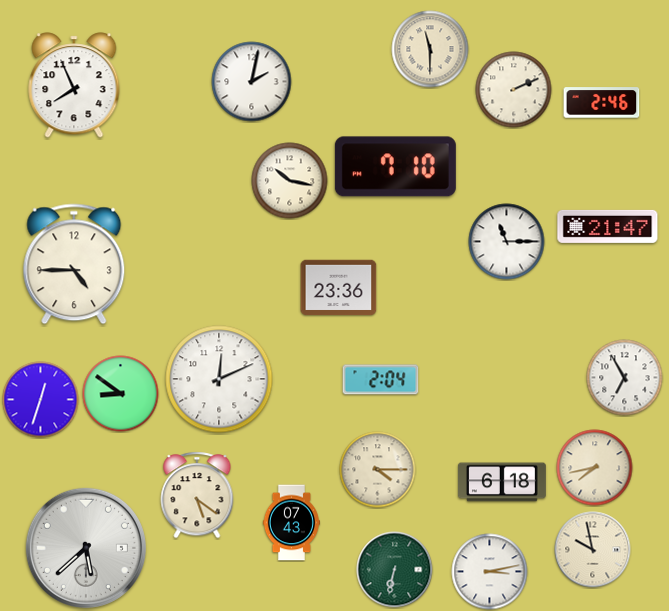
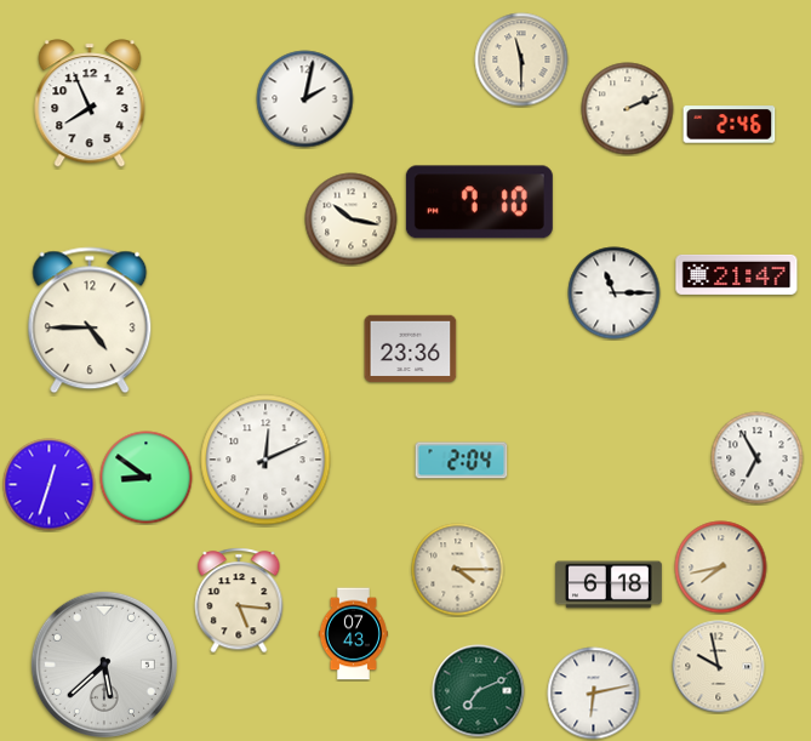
clock at (514, 90) position: (514, 90) -> (628, 109)
clock at (197, 495): 5:21 -> 5:16
clock at (395, 570): 6:32 -> 7:11
clock at (490, 572): 3:13 -> 6:13
